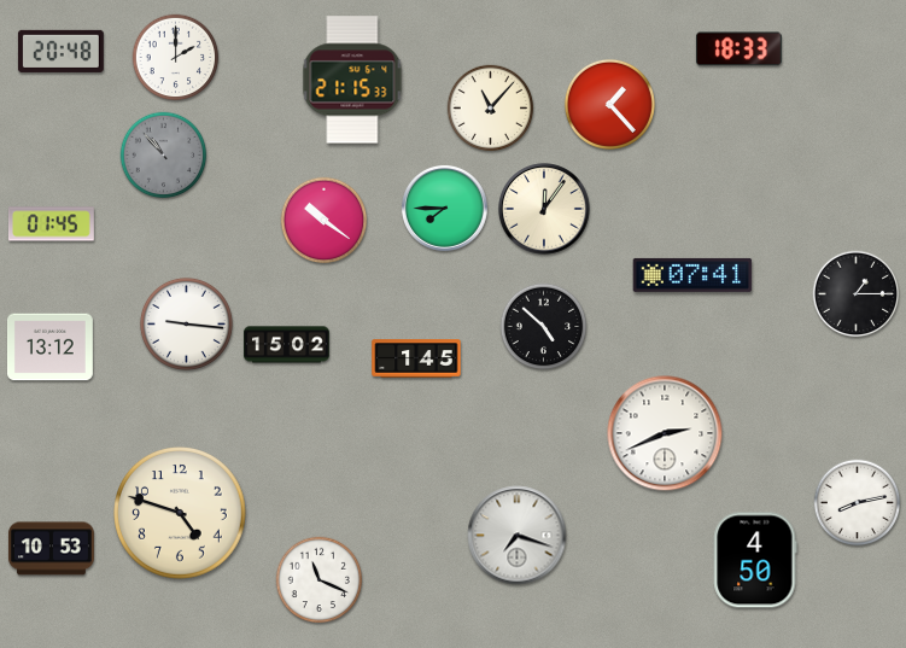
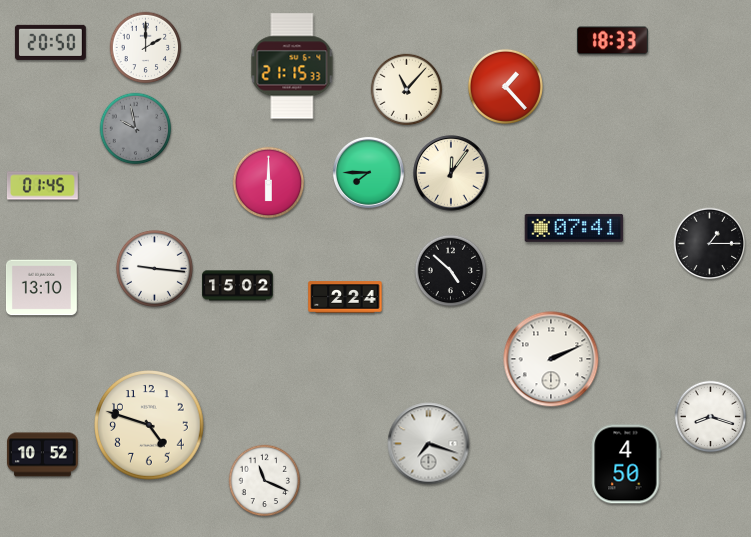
clock at (60, 51): 20:48 -> 20:50
clock at (164, 156): 10:53 -> 9:58
clock at (325, 221): 10:21 -> 6:00
clock at (49, 348): 13:12 -> 13:10
clock at (416, 358): 1:45 -> 2:24
clock at (665, 433): 2:41 -> 2:11
clock at (858, 503): 8:13 -> 8:18
clock at (51, 549): 10:53 -> 10:52
